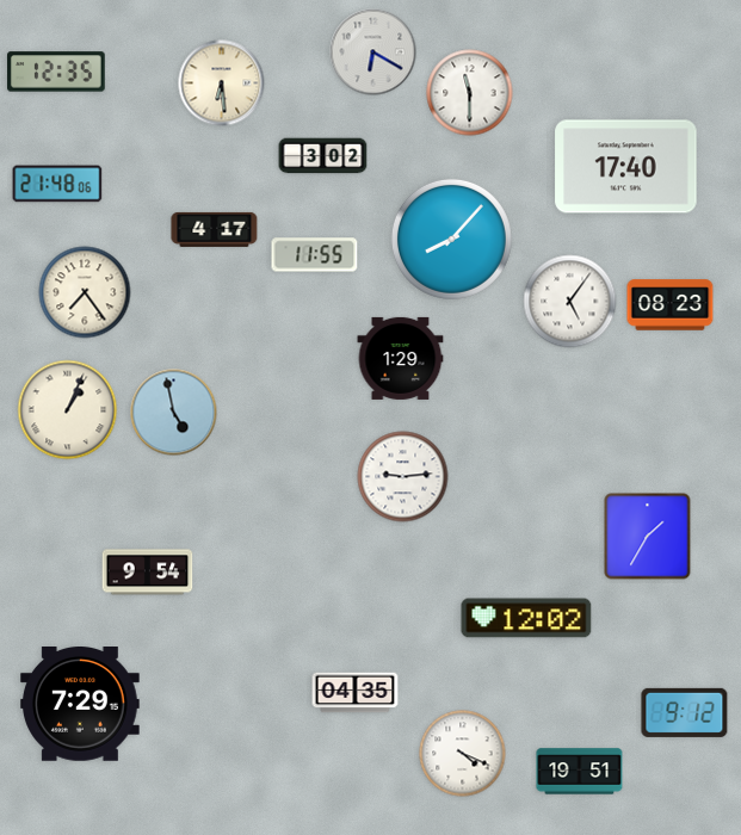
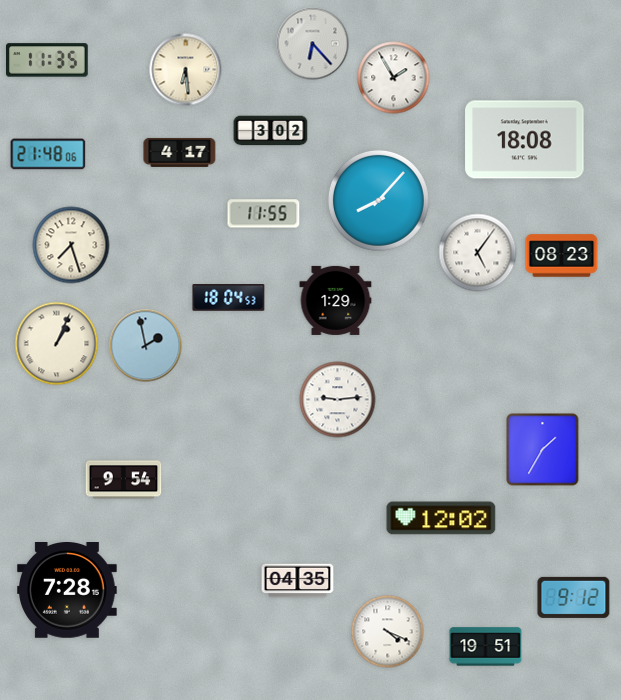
clock at (373, 52): 6:20 -> 6:23
clock at (57, 72): 12:35 -> 11:35
clock at (470, 93): 11:30 -> 1:55
clock at (626, 167): 17:40 -> 18:08
clock at (215, 229) position: (215, 229) -> (180, 152)
clock at (85, 292): 7:24 -> 7:27
clock at (229, 298): none -> 18:04
clock at (174, 413): 4:58 -> 1:58
clock at (81, 705): 7:29 -> 7:28
